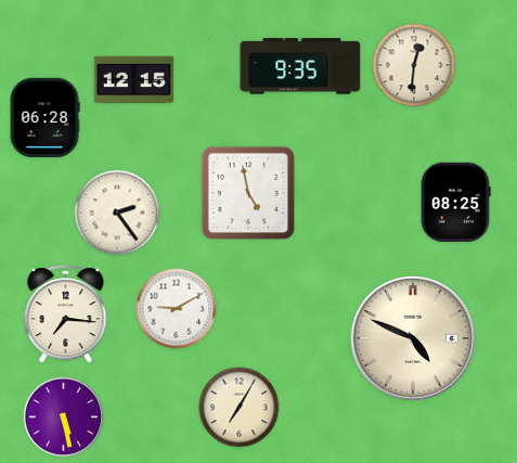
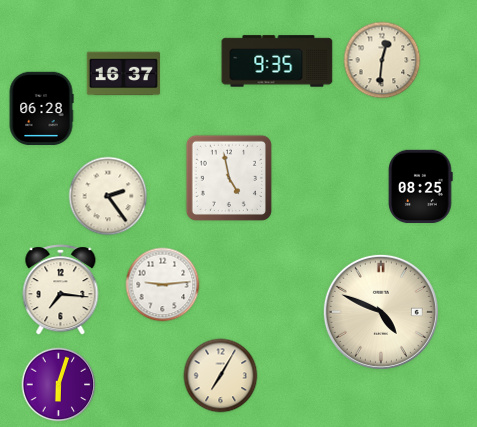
clock at (133, 80): 12:15 -> 16:37
clock at (177, 309): 9:10 -> 9:14
clock at (64, 417): 5:28 -> 6:03
